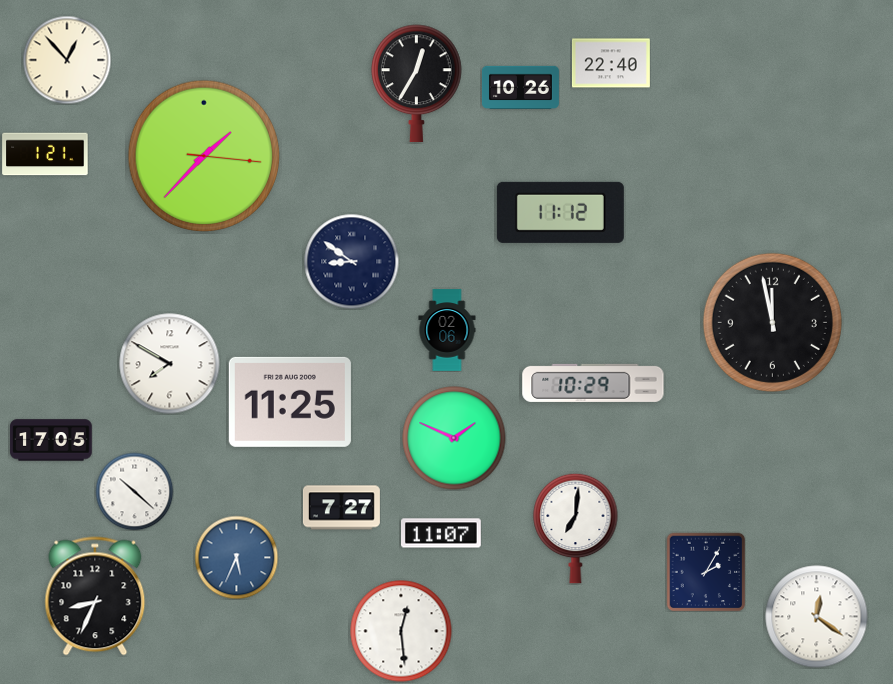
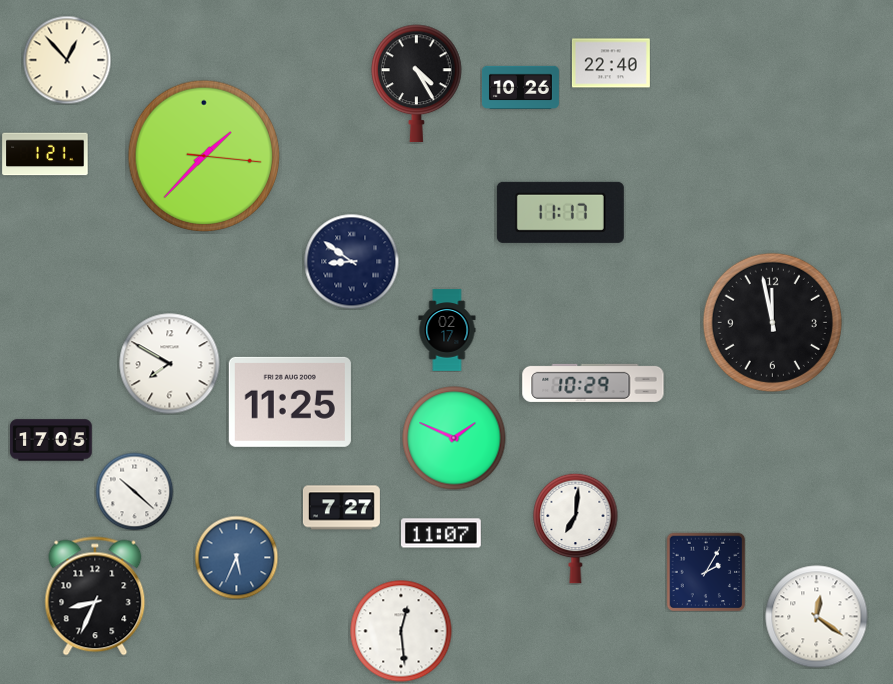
clock at (417, 84): 12:35 -> 4:25
clock at (560, 212): 11:12 -> 11:17
clock at (447, 330): 02:06 -> 02:17
